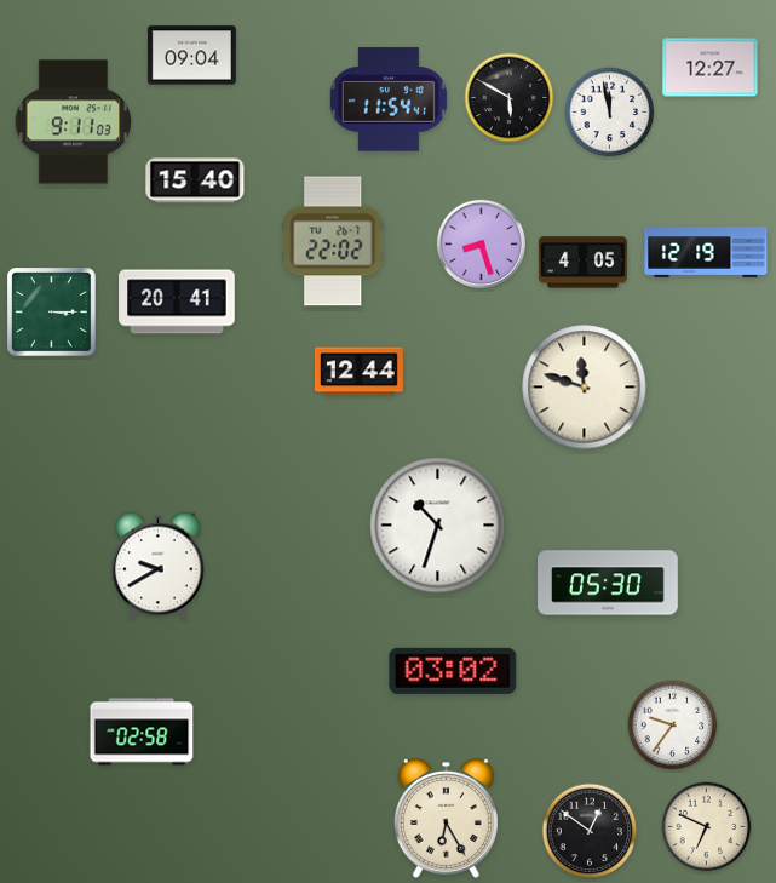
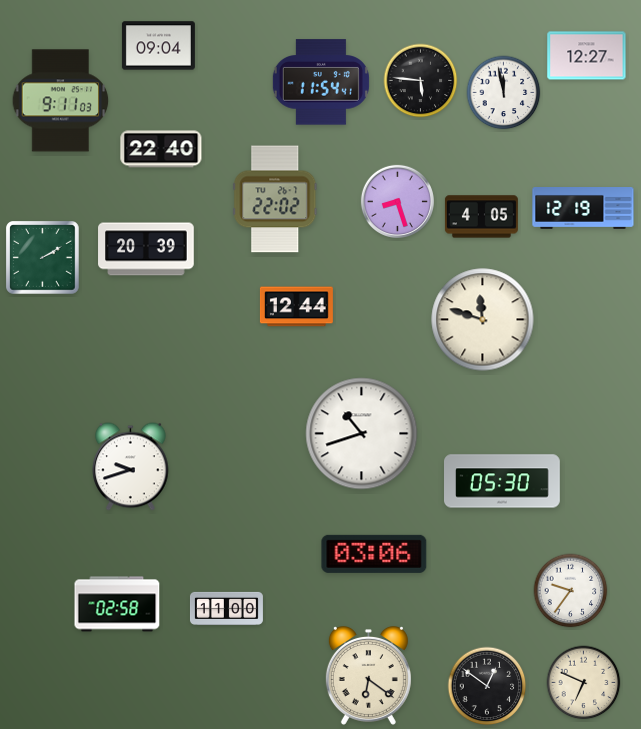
clock at (510, 98): 5:50 -> 5:46
clock at (195, 180): 15:40 -> 22:40
clock at (177, 302): 20:41 -> 20:39
clock at (52, 313): 3:15 -> 2:10
clock at (438, 526): 10:33 -> 10:42
clock at (159, 566): 9:40 -> 9:42
clock at (453, 671): 03:02 -> 03:06
clock at (673, 726) position: (673, 726) -> (571, 591)
clock at (226, 608): none -> 11:00
clock at (446, 819): 6:25 -> 6:21
